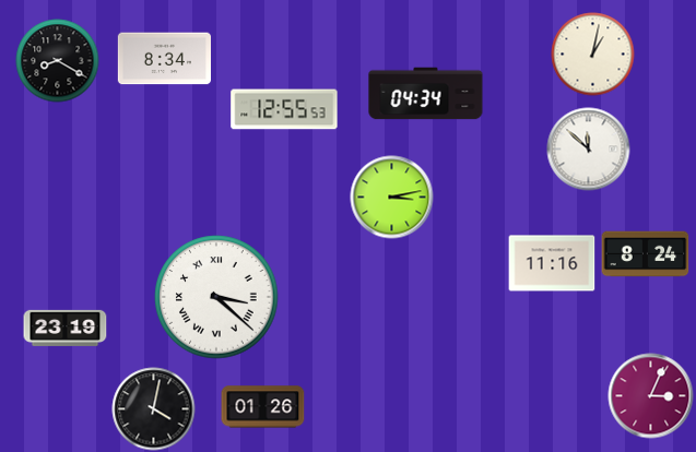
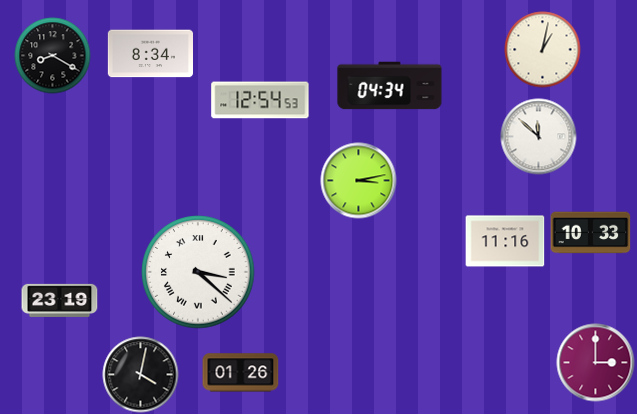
clock at (284, 109): 12:55 -> 12:54
clock at (646, 254): 8:24 -> 10:33
clock at (651, 396): 3:04 -> 3:00
